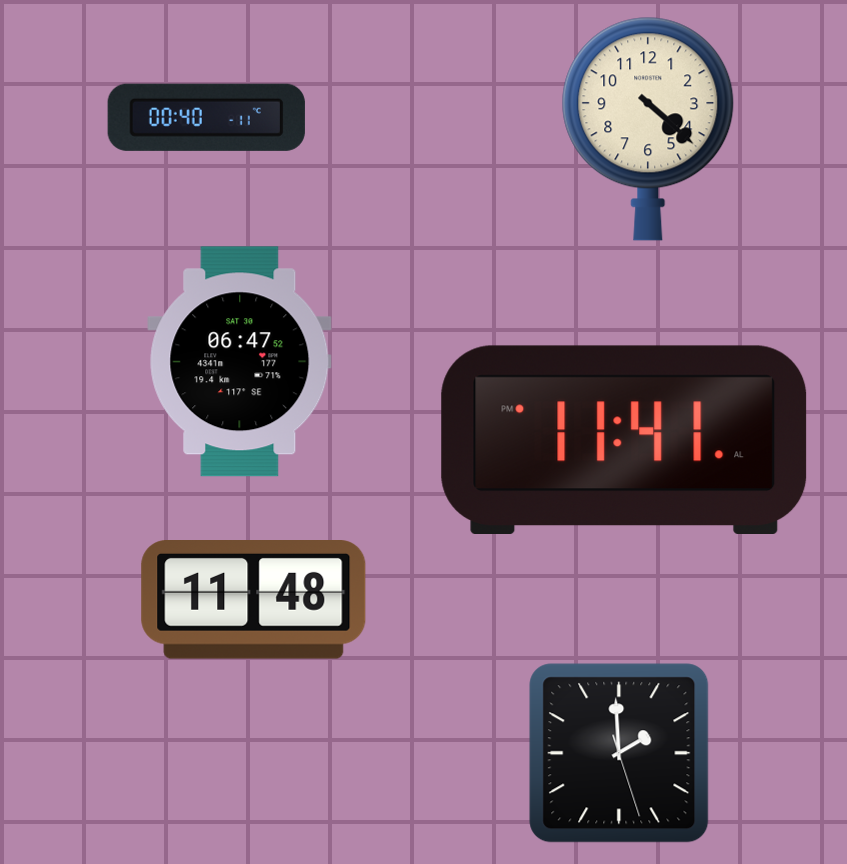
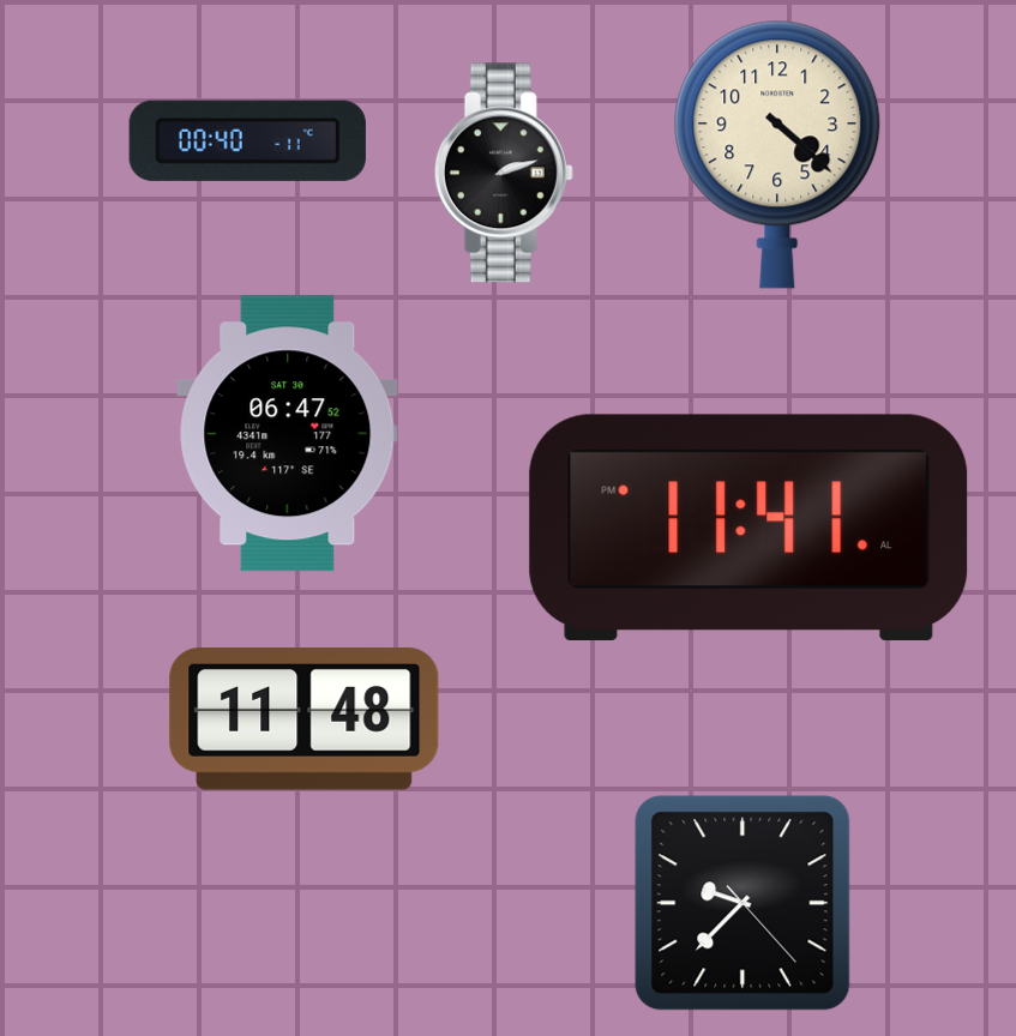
clock at (504, 173): none -> 2:12
clock at (619, 753): 1:59 -> 9:37
